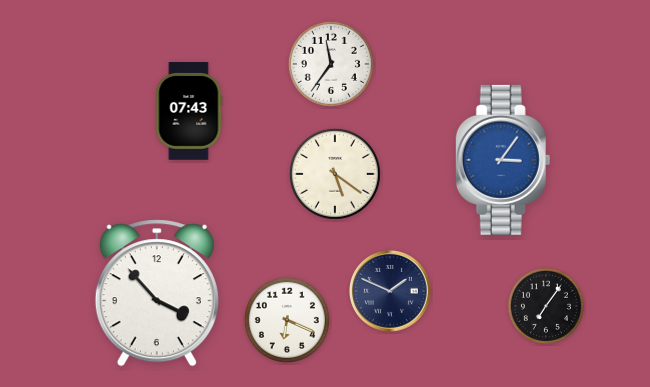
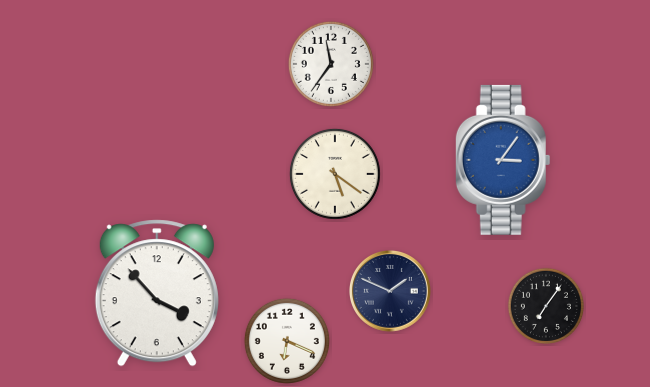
clock at (189, 111): 07:43 -> none
clock at (287, 320) position: (287, 320) -> (287, 341)
